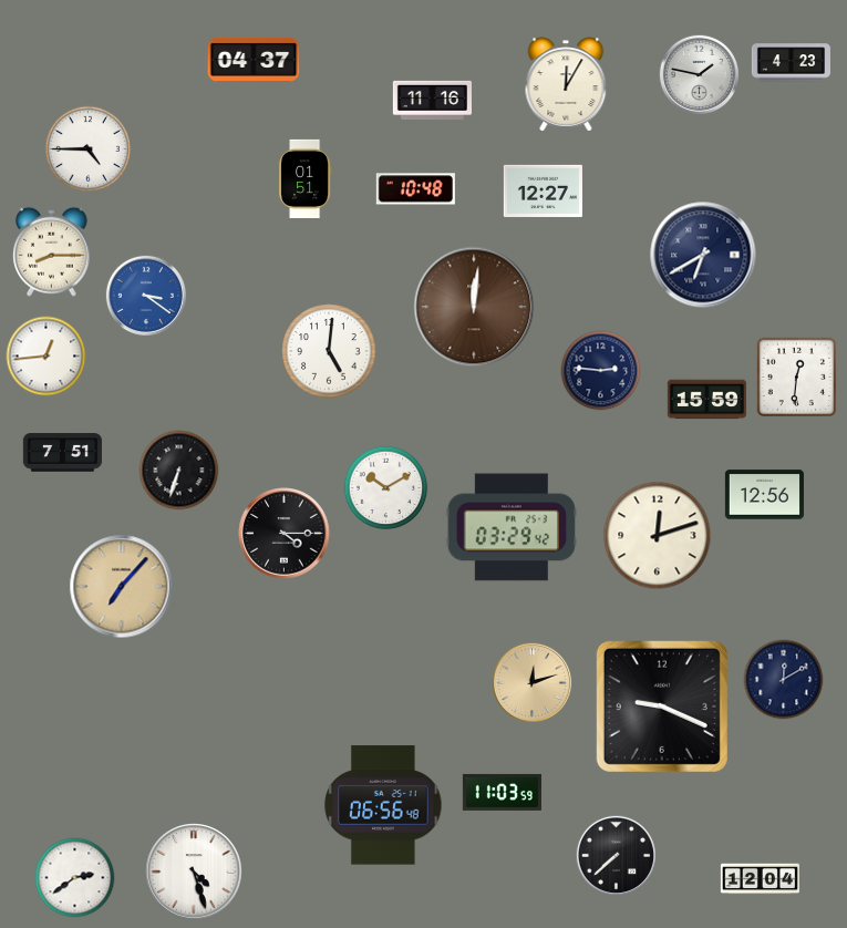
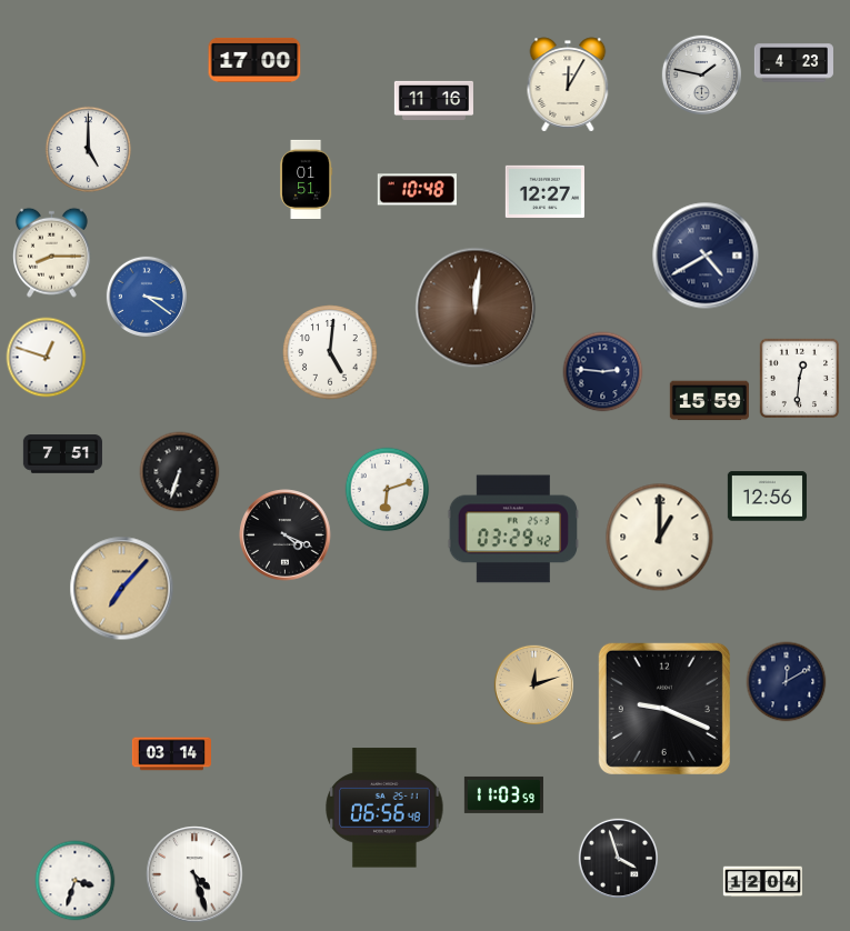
clock at (254, 60): 04:37 -> 17:00
clock at (89, 149): 4:45 -> 5:00
clock at (703, 255): 6:40 -> 4:40
clock at (47, 357): 12:44 -> 12:48
clock at (386, 488): 10:10 -> 6:12
clock at (285, 534): 4:15 -> 4:19
clock at (658, 536): 12:12 -> 1:00
clock at (171, 754): none -> 03:14
clock at (616, 855): 7:38 -> 3:57
clock at (75, 878): 2:39 -> 3:33
